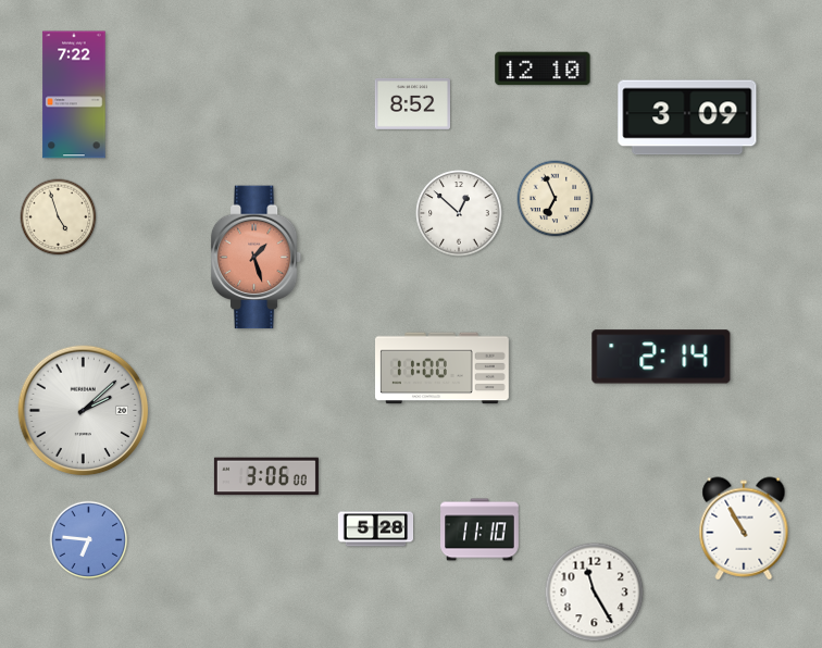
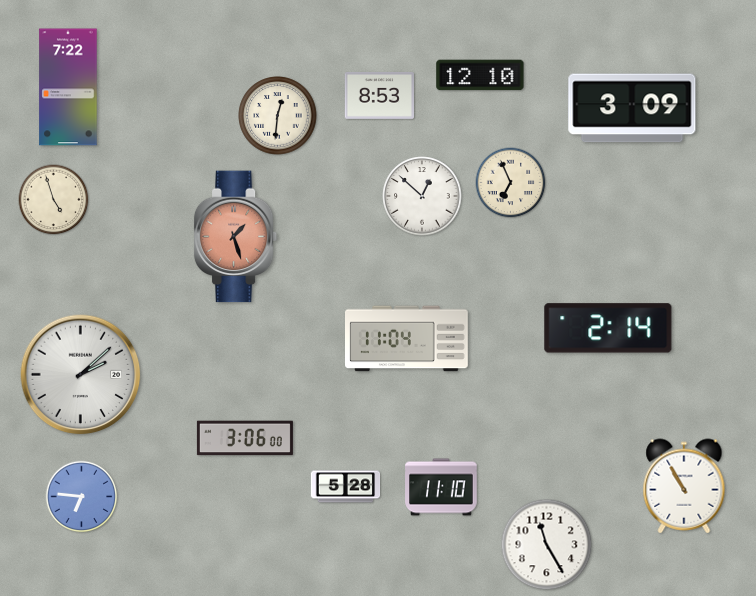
clock at (543, 68) position: (543, 68) -> (480, 75)
clock at (412, 104): 8:52 -> 8:53
clock at (278, 116): none -> 12:31
clock at (443, 369): 11:00 -> 11:04
clock at (84, 411) position: (84, 411) -> (81, 375)
